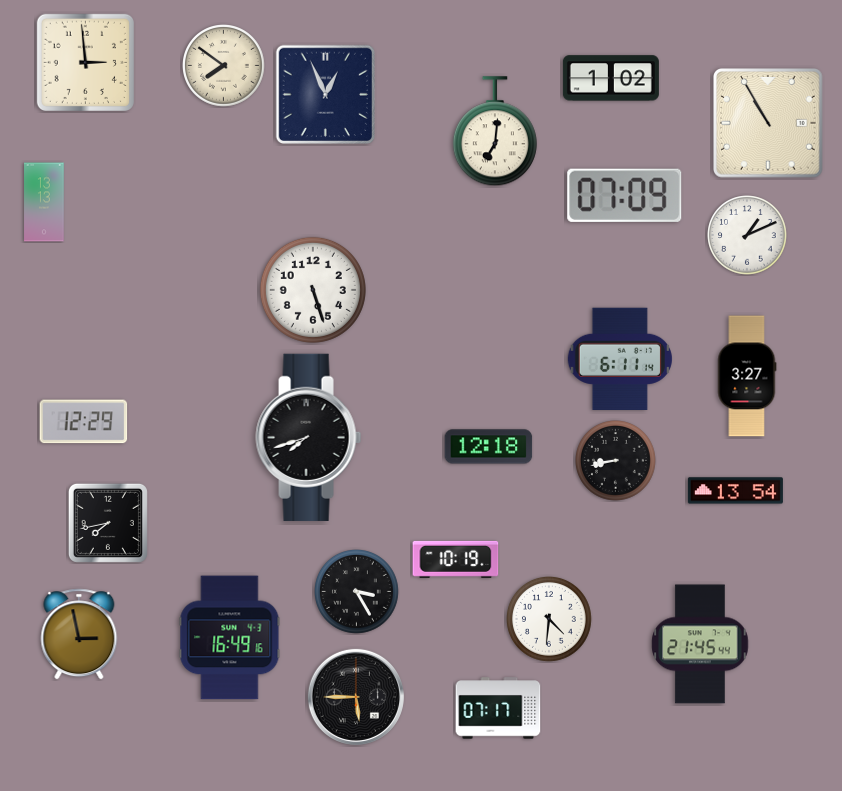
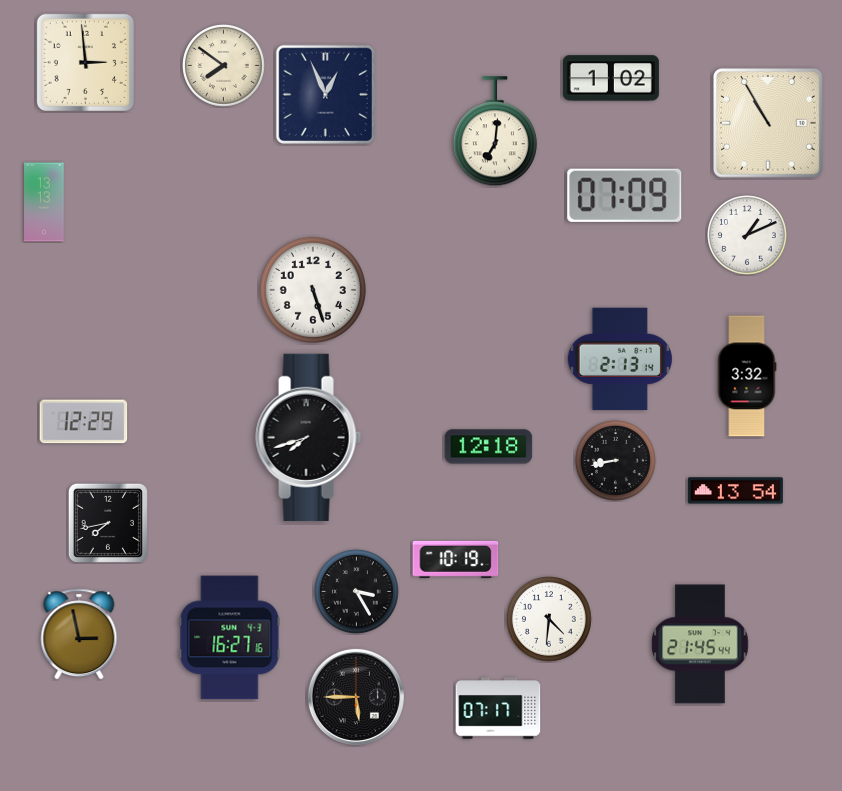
clock at (620, 358): 6:11 -> 2:13
clock at (747, 376): 3:27 -> 3:32
clock at (230, 638): 16:49 -> 16:27
